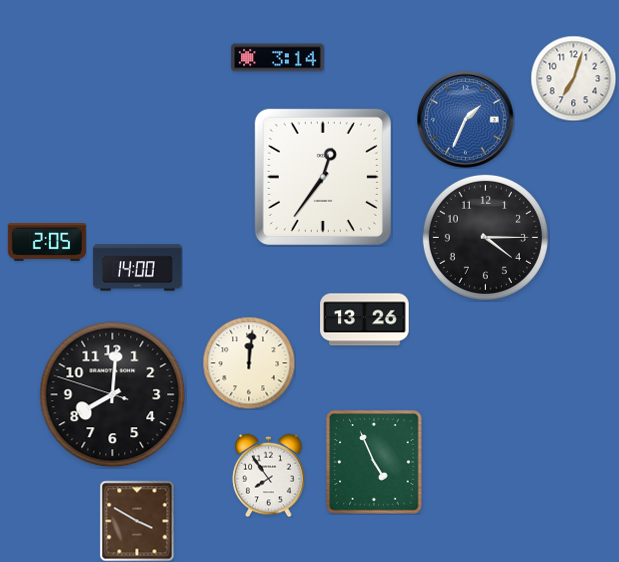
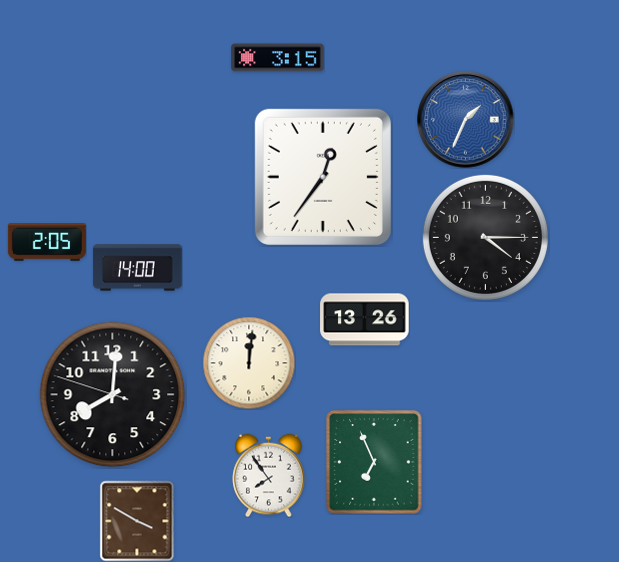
clock at (278, 58): 3:14 -> 3:15
clock at (573, 78): 7:03 -> none
clock at (374, 462): 4:56 -> 6:56
